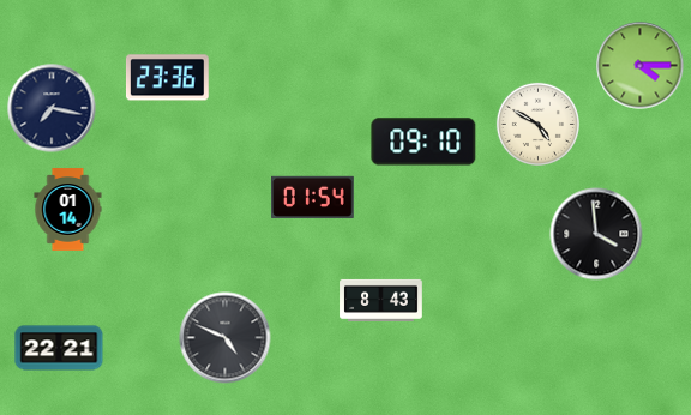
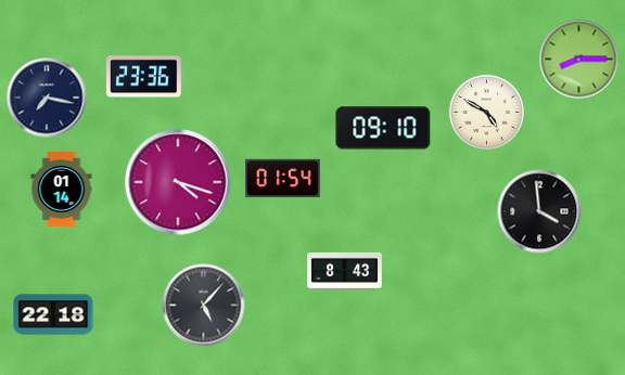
clock at (641, 66): 4:15 -> 8:15
clock at (167, 78) position: (167, 78) -> (143, 77)
clock at (178, 182): none -> 4:18
clock at (226, 338): 4:49 -> 5:07
clock at (59, 348): 22:21 -> 22:18
